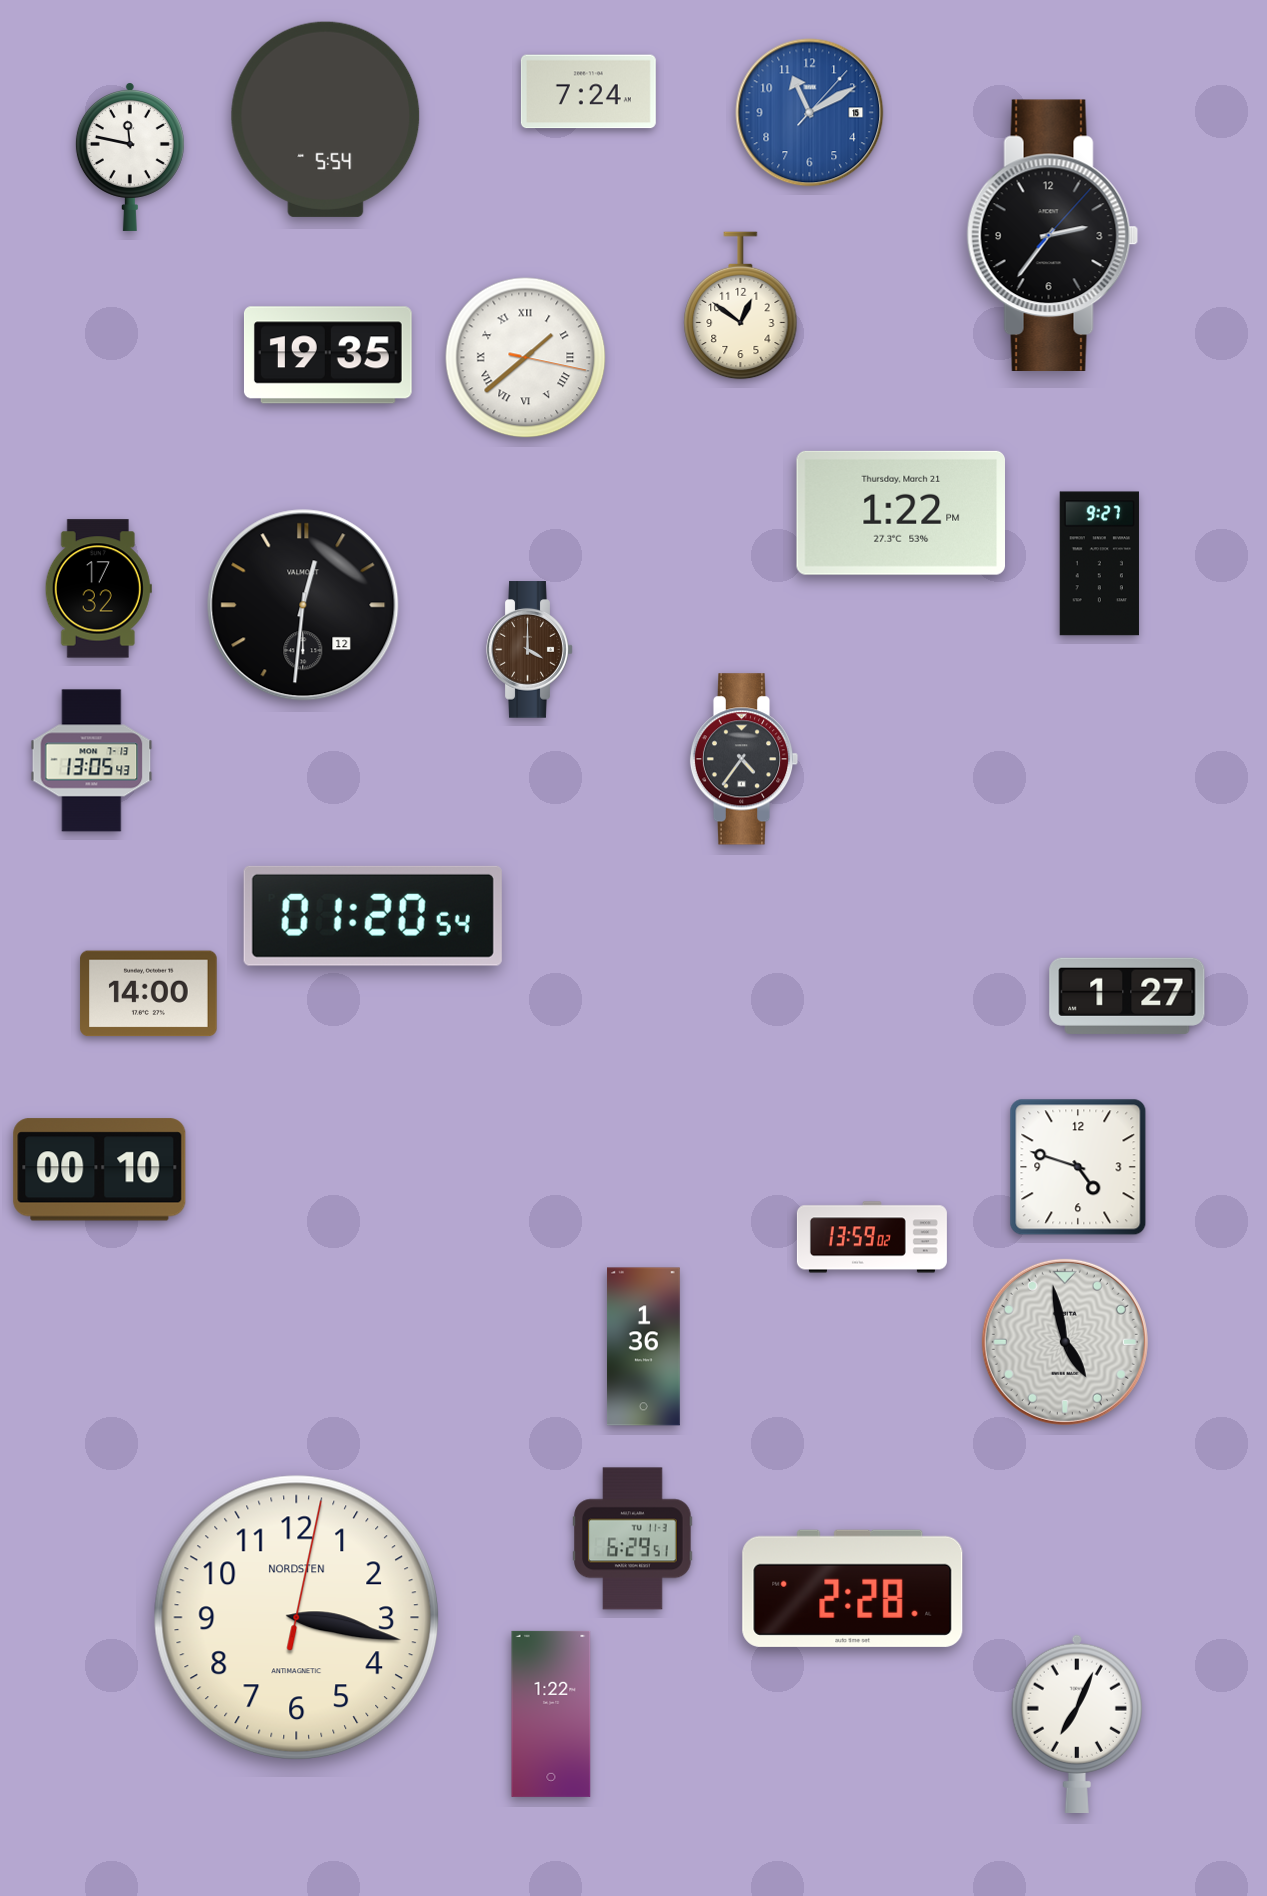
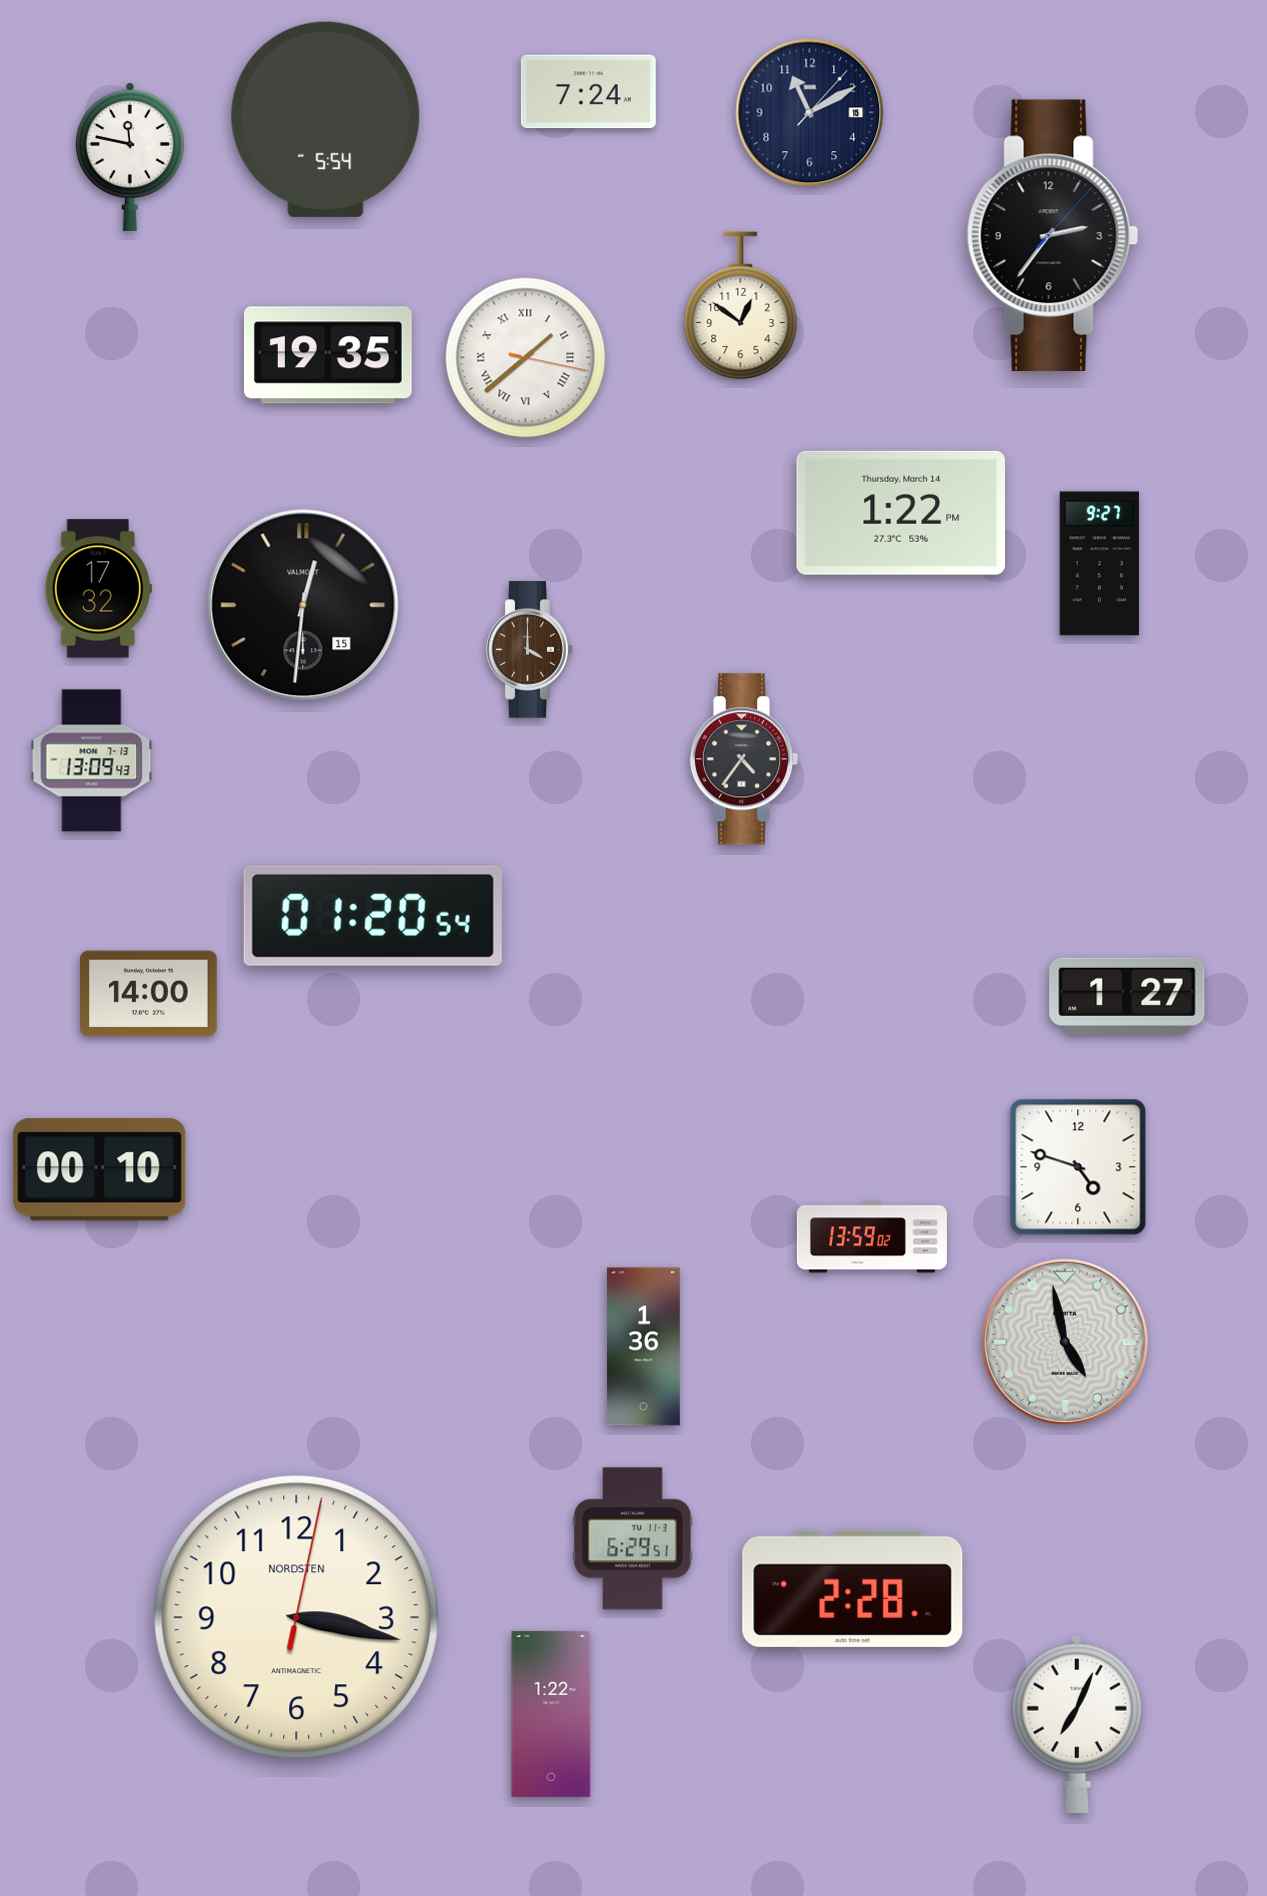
clock at (810, 113) dial: blue -> navy
clock at (900, 513) date: Thursday, March 21 -> Thursday, March 14
clock at (303, 605) date: 12 -> 15
clock at (92, 761): 13:05 -> 13:09
